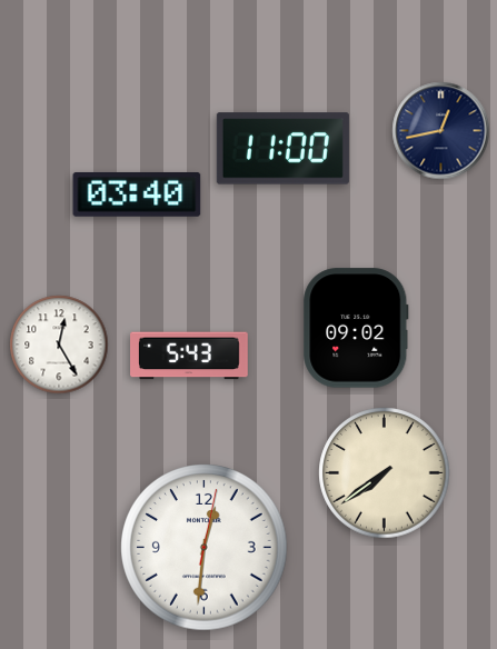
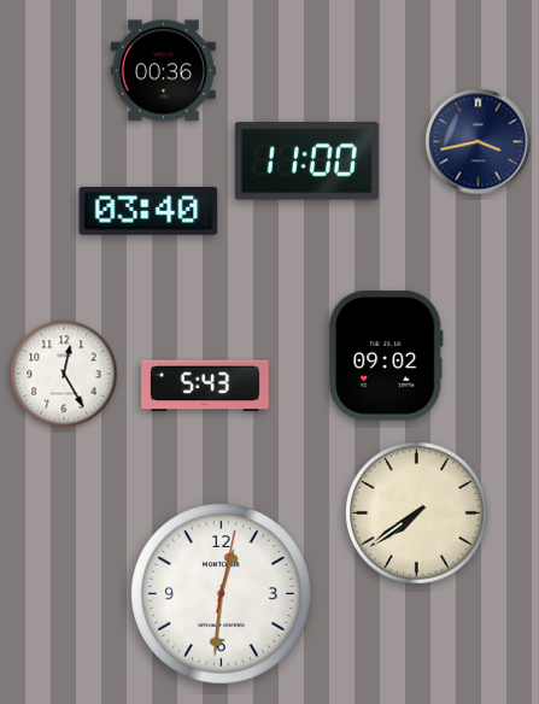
clock at (163, 71): none -> 00:36
clock at (441, 131): 12:43 -> 3:43
